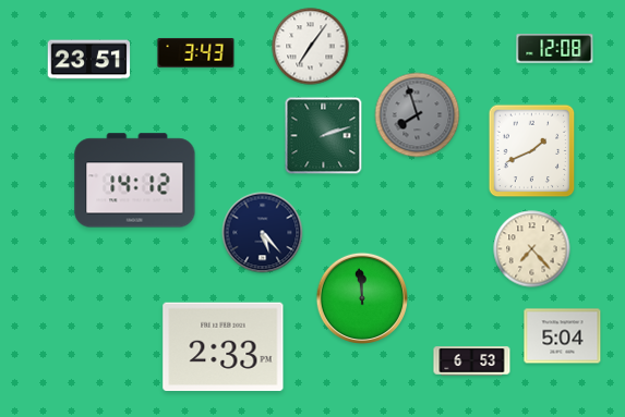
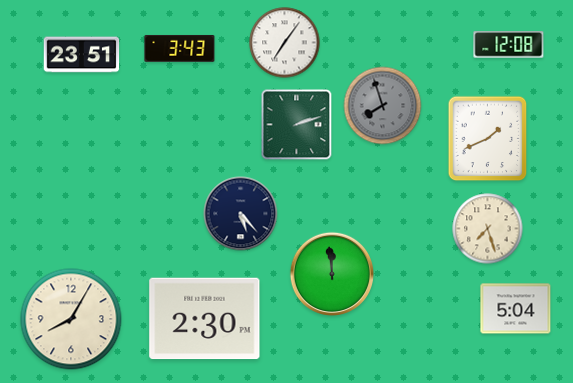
clock at (135, 181): 14:12 -> none
clock at (532, 249): 7:23 -> 7:27
clock at (71, 319): none -> 8:05
clock at (224, 347): 2:33 -> 2:30
clock at (472, 361): 6:53 -> none
